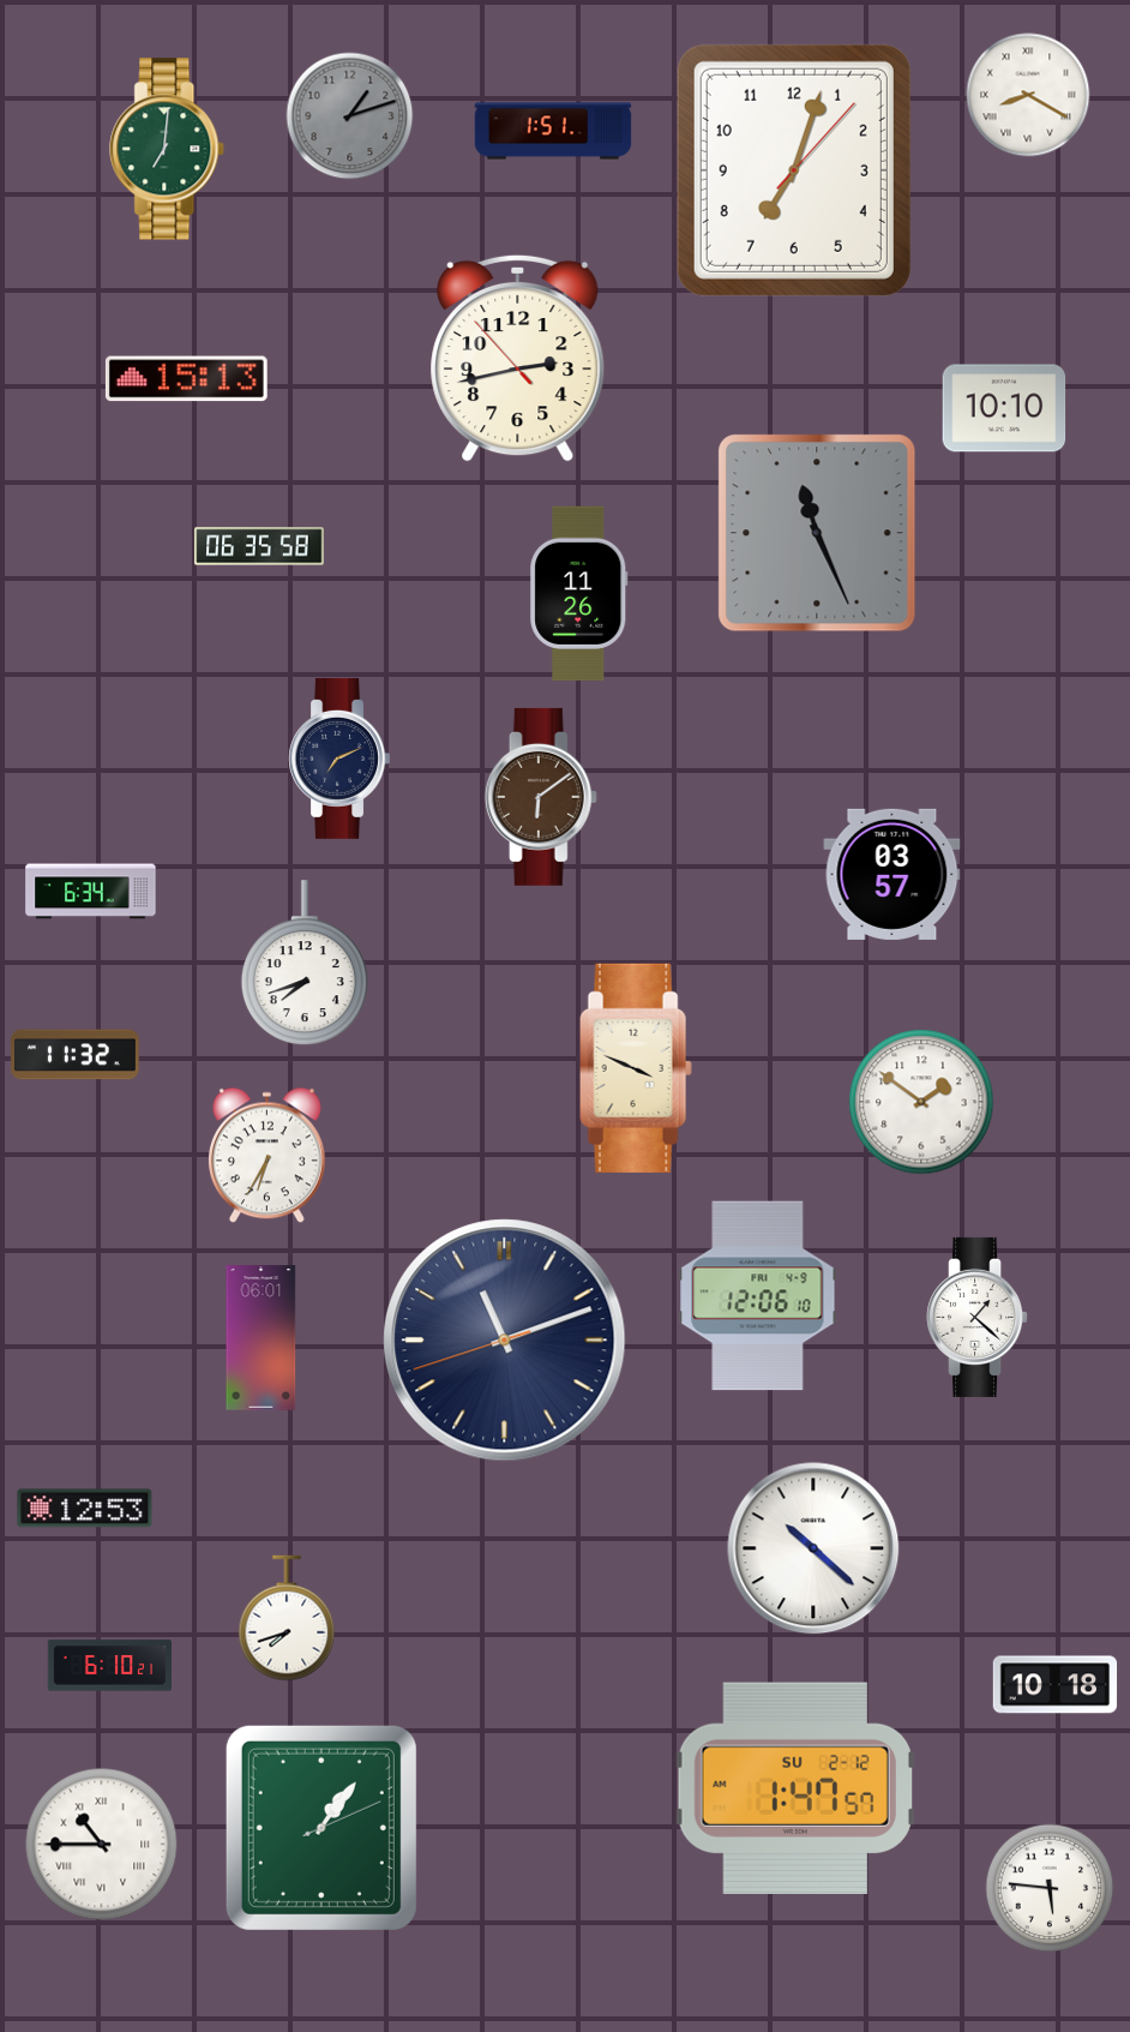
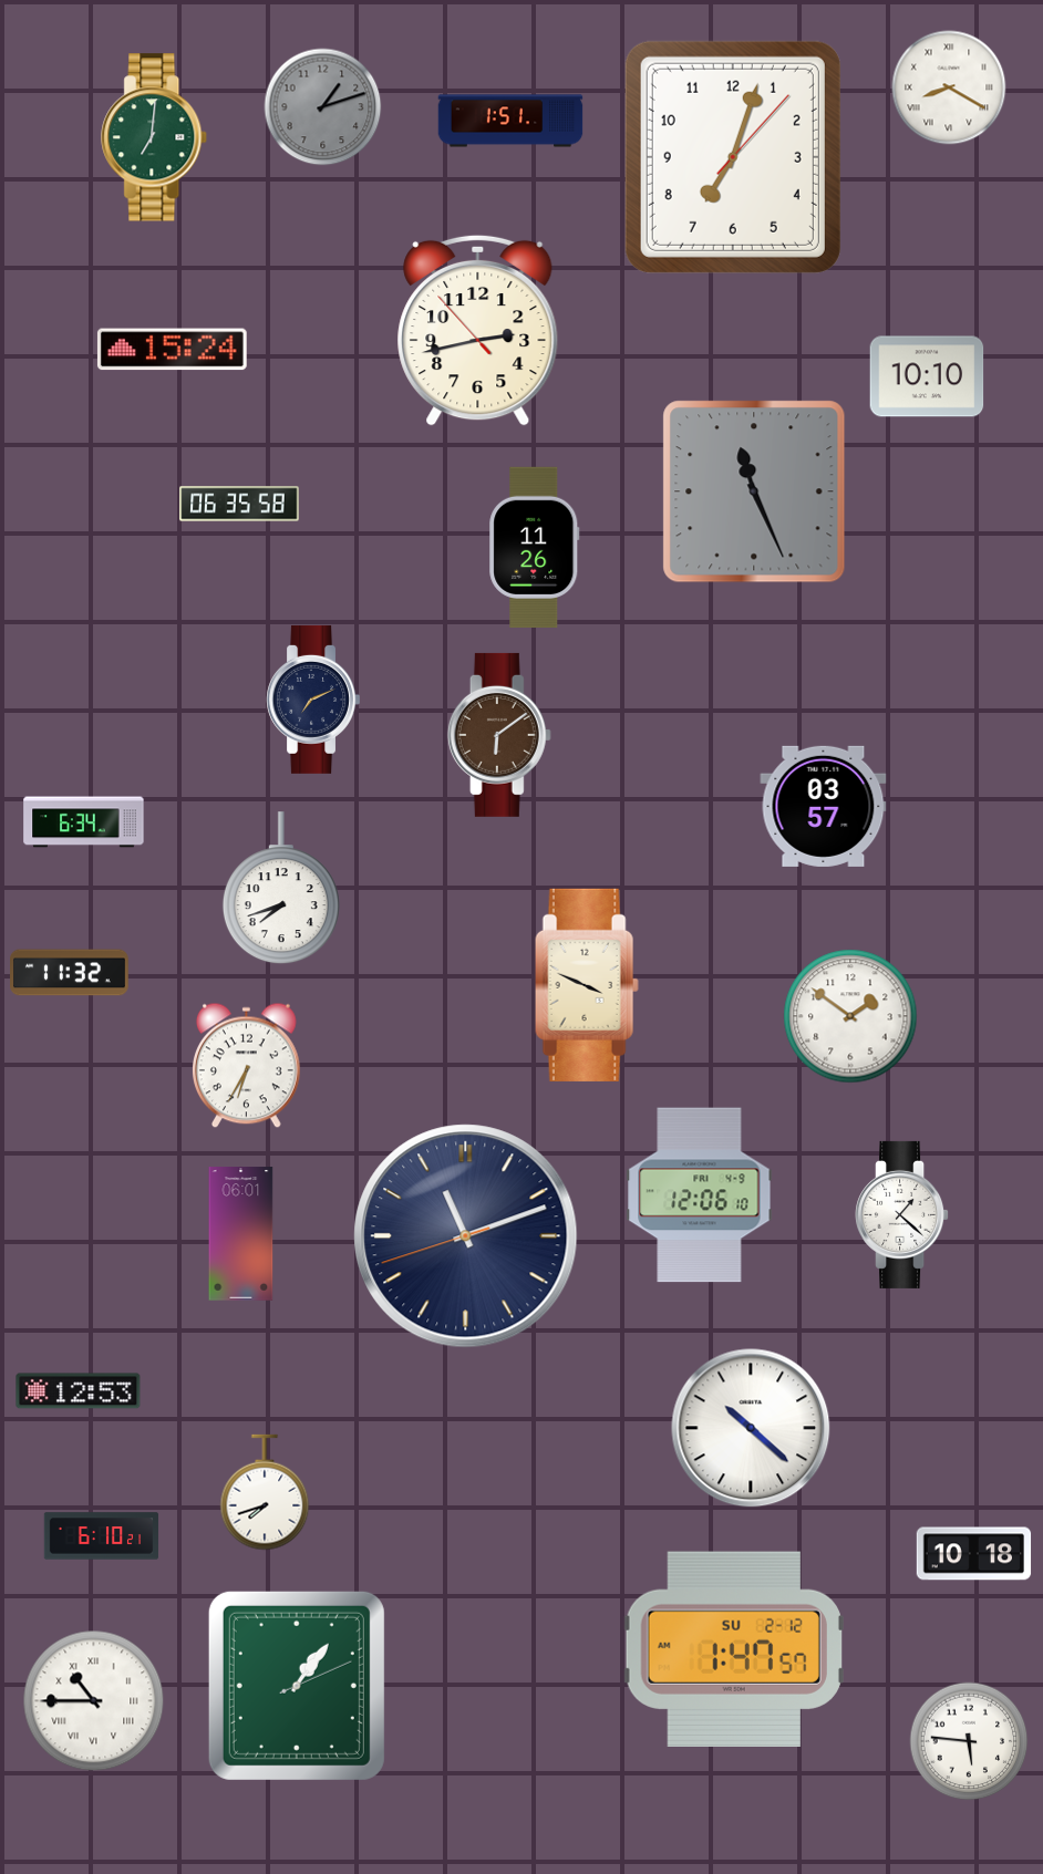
clock at (186, 379): 15:13 -> 15:24
